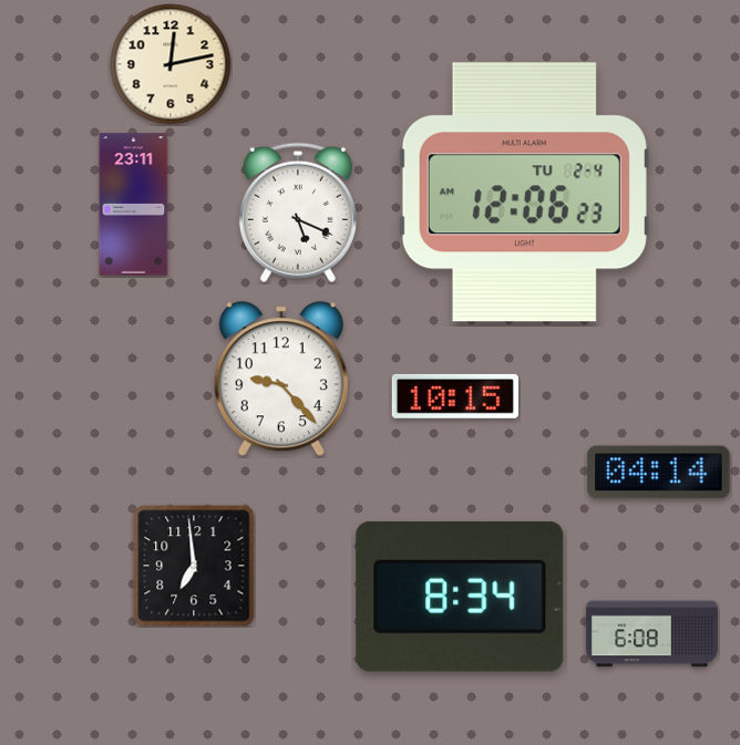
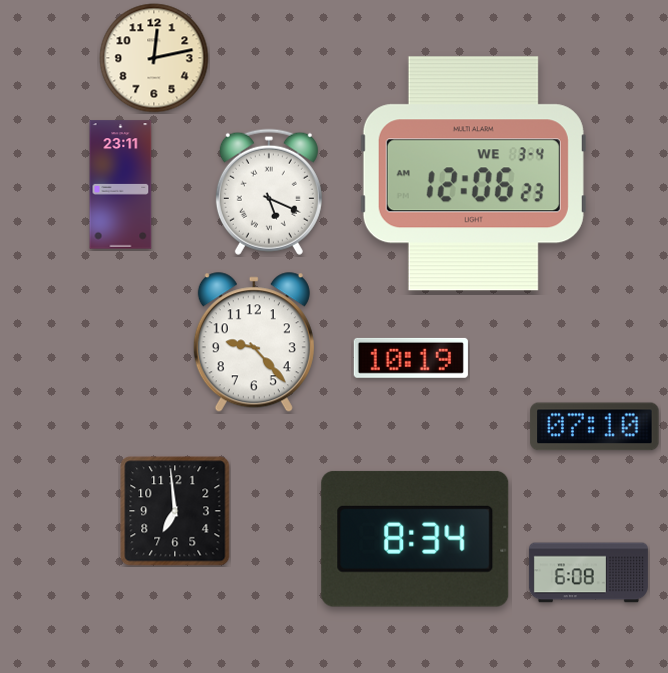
clock at (524, 193) date: TU 2-4 -> WE 3-4
clock at (455, 396): 10:15 -> 10:19
clock at (659, 473): 04:14 -> 07:10
